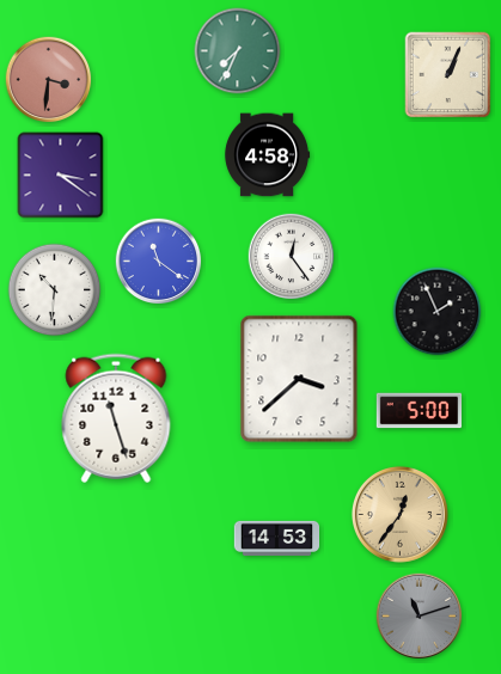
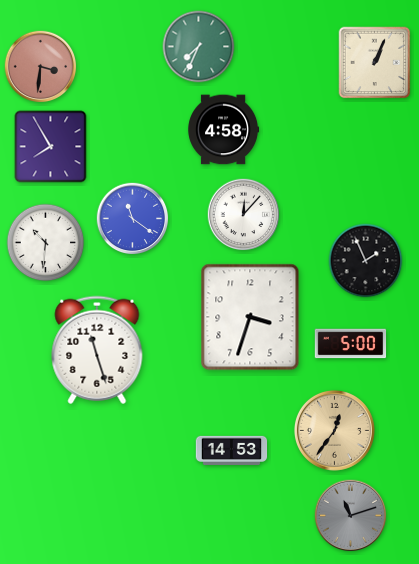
clock at (238, 51) position: (238, 51) -> (199, 47)
clock at (61, 176): 3:21 -> 7:55
clock at (292, 257): 12:24 -> 12:07
clock at (299, 379): 3:38 -> 3:33
